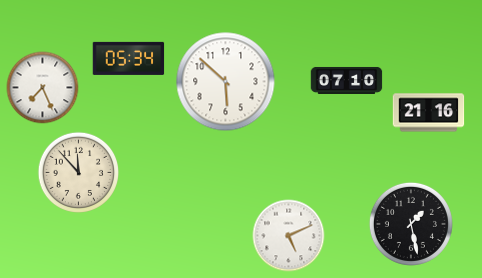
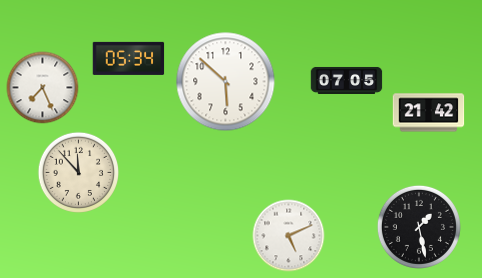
clock at (347, 80): 07:10 -> 07:05
clock at (429, 113): 21:16 -> 21:42
clock at (411, 224) position: (411, 224) -> (419, 227)
